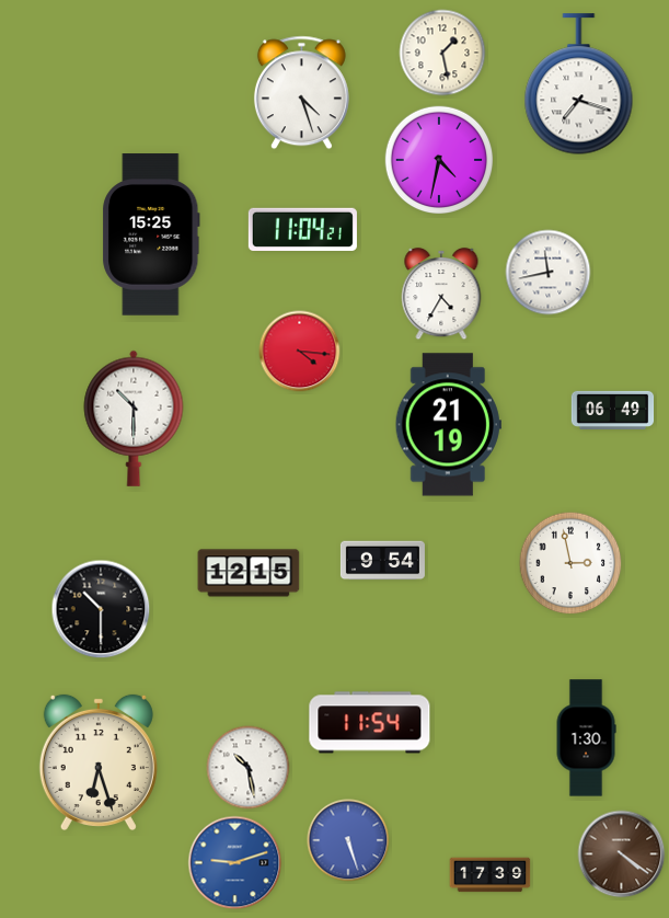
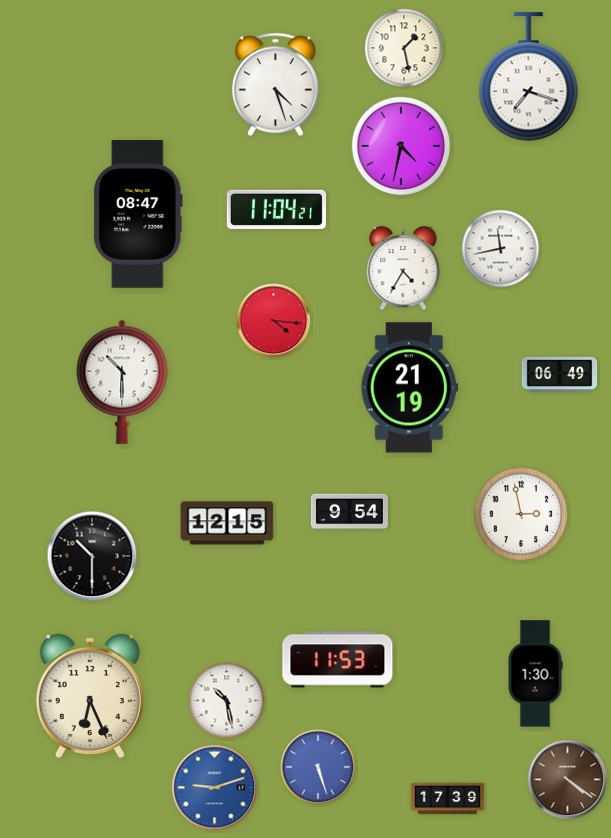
clock at (151, 234): 15:25 -> 08:47
clock at (370, 723): 11:54 -> 11:53
clock at (99, 761): 6:27 -> 6:26
